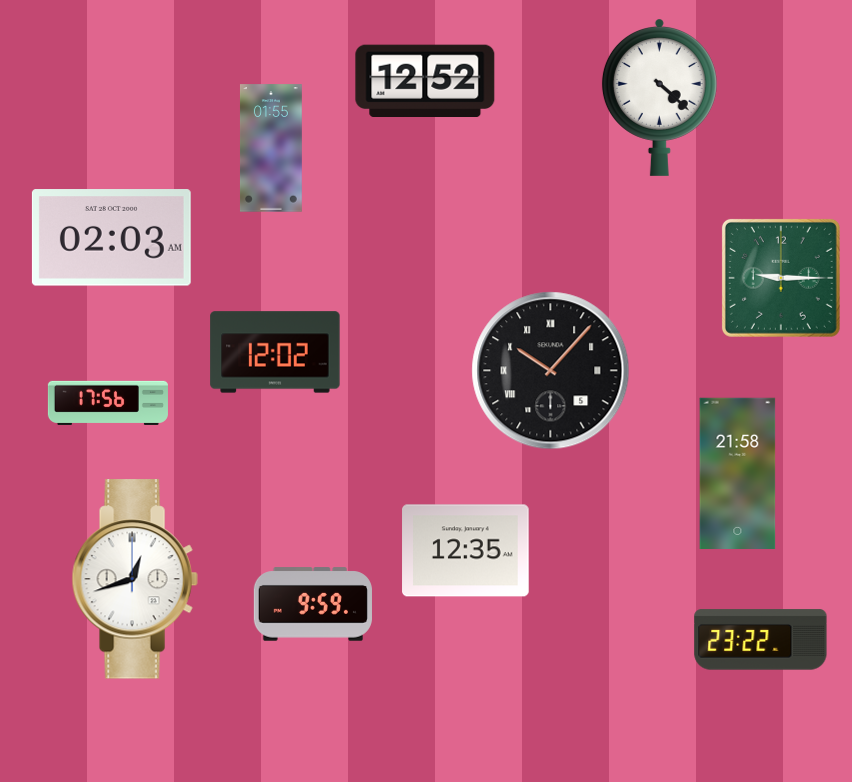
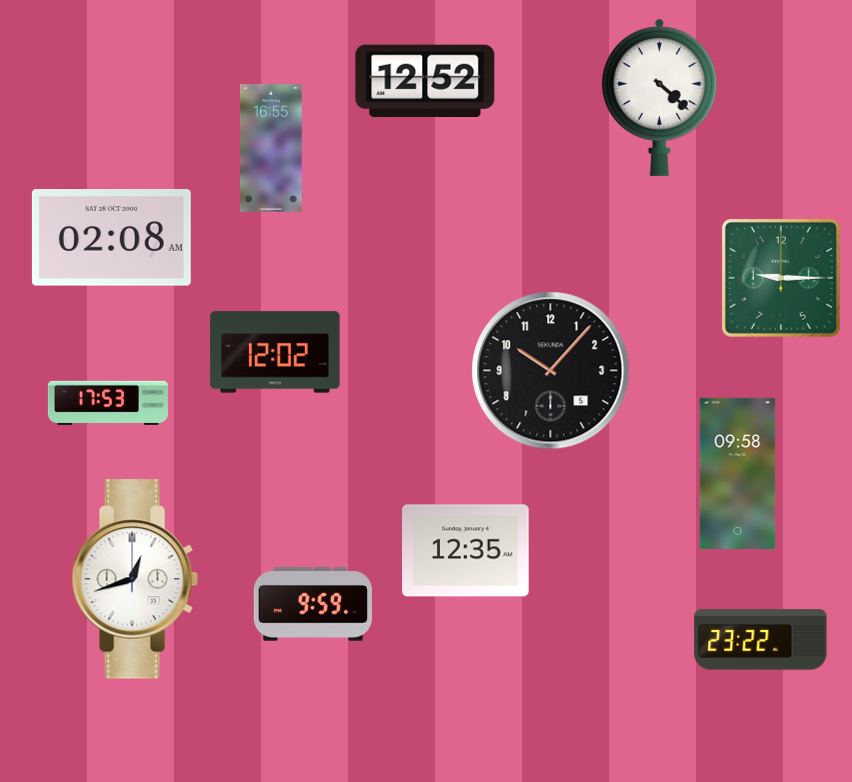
clock at (271, 148): 01:55 -> 16:55
clock at (111, 238): 02:03 -> 02:08
clock at (551, 371) numerals: Roman -> Arabic
clock at (108, 403): 17:56 -> 17:53
clock at (738, 473): 21:58 -> 09:58
